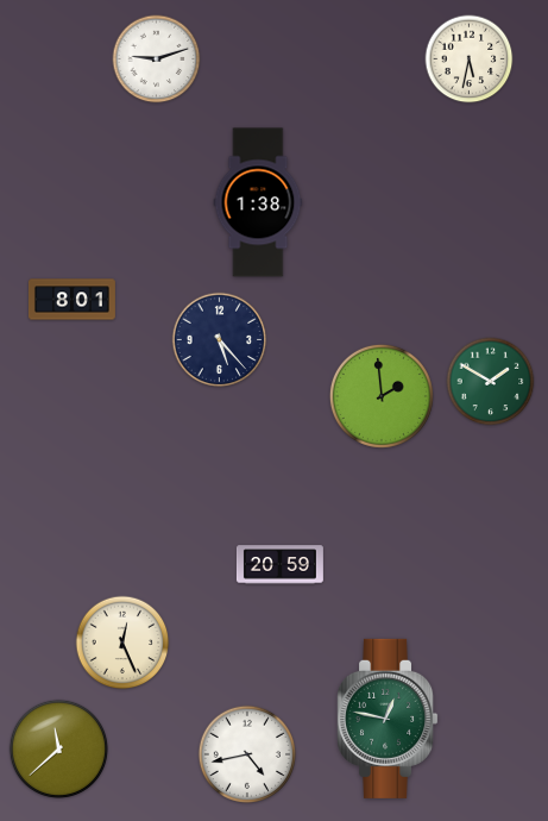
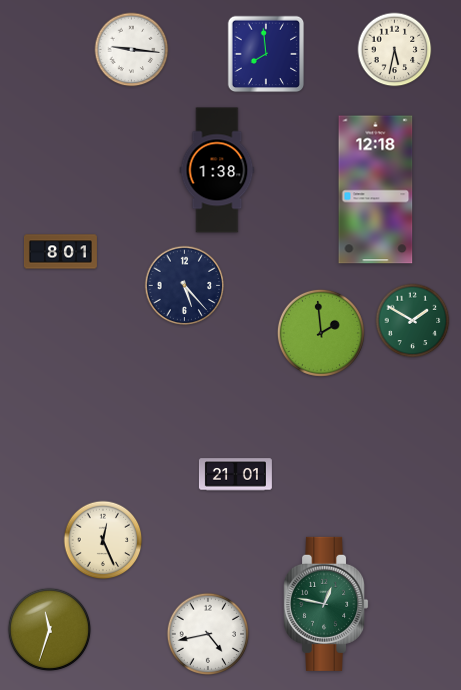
clock at (157, 59): 9:12 -> 9:16
clock at (266, 54): none -> 7:59
clock at (376, 190): none -> 12:18
clock at (279, 565): 20:59 -> 21:01
clock at (58, 748): 11:38 -> 11:33
